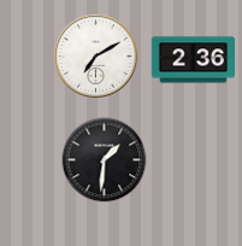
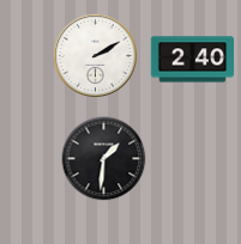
clock at (95, 55): 7:10 -> 2:10
clock at (194, 60): 2:36 -> 2:40
